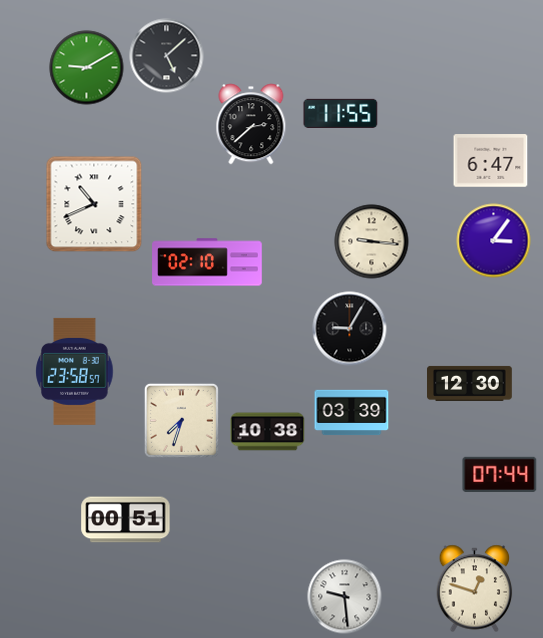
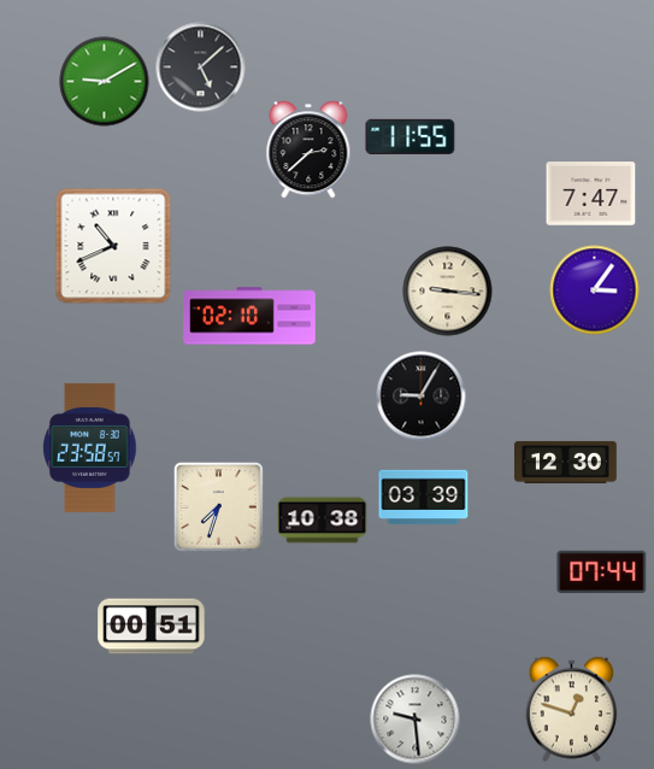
clock at (251, 124) position: (251, 124) -> (308, 149)
clock at (491, 161): 6:47 -> 7:47
